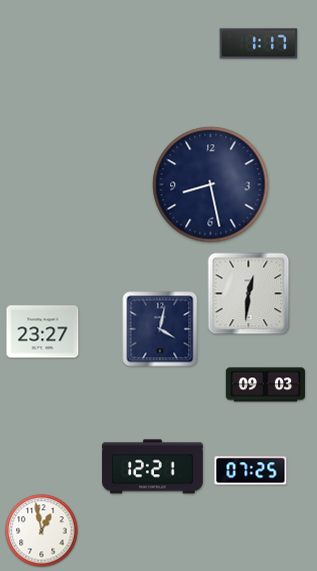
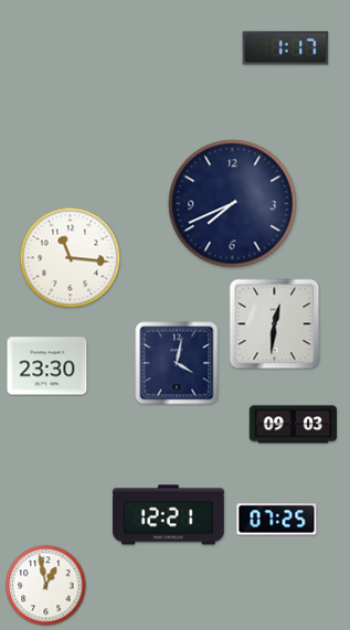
clock at (211, 185): 8:28 -> 7:41
clock at (71, 258): none -> 11:16
clock at (43, 332): 23:27 -> 23:30
